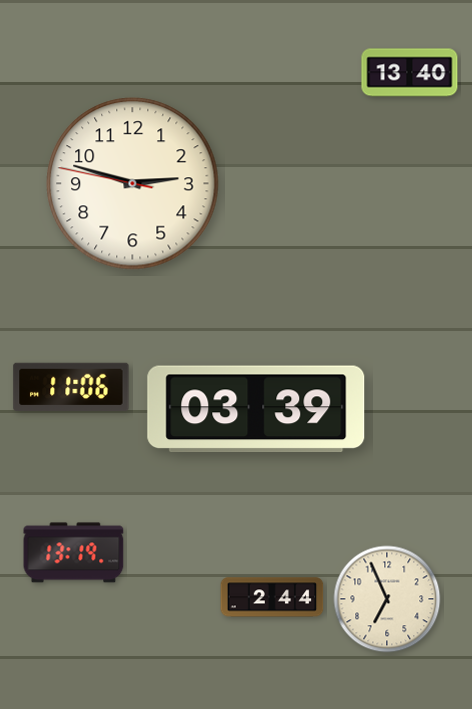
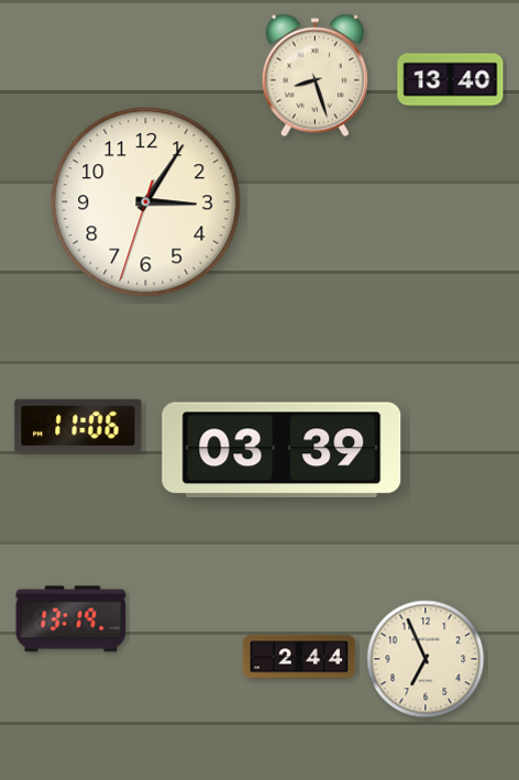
clock at (314, 76): none -> 8:27
clock at (133, 184): 2:47 -> 3:05
clock at (74, 553) position: (74, 553) -> (71, 619)
